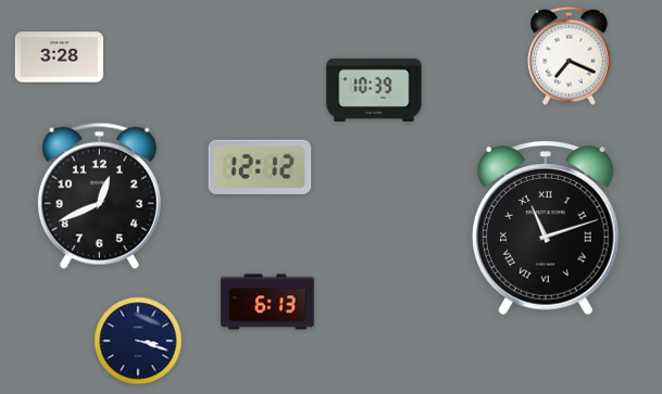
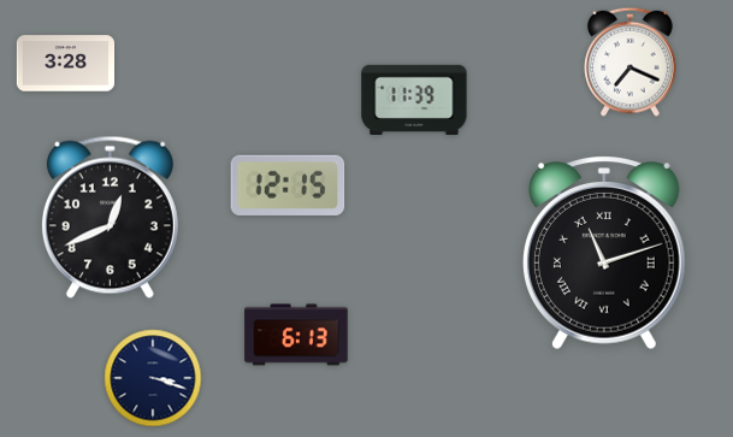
clock at (374, 90): 10:39 -> 11:39
clock at (260, 167): 12:12 -> 12:15
